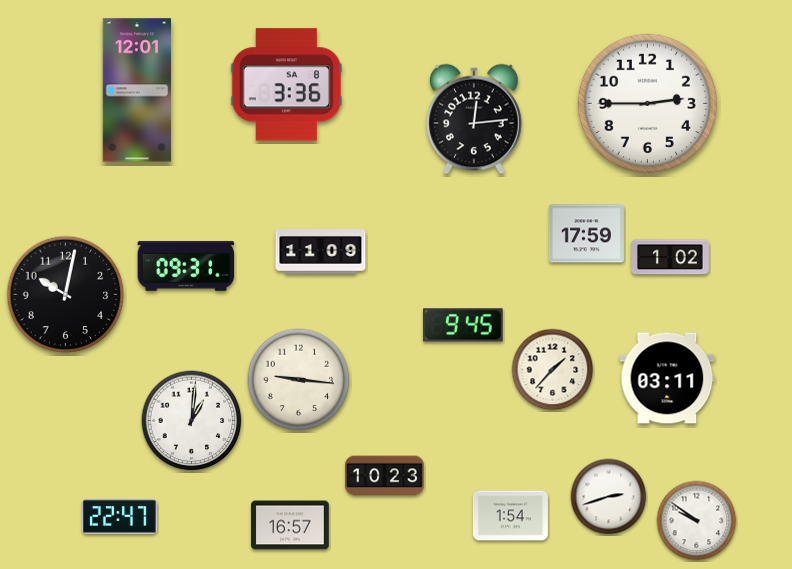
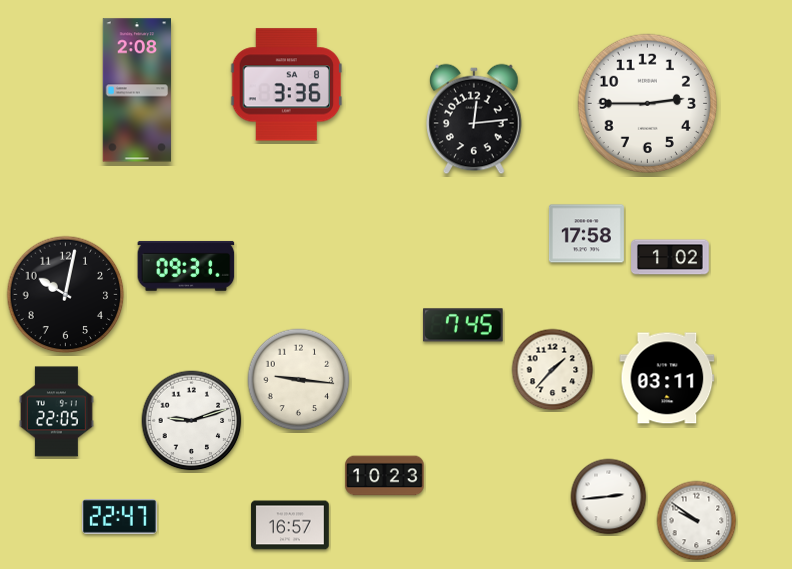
clock at (136, 90): 12:01 -> 2:08
clock at (586, 234): 17:59 -> 17:58
clock at (321, 252): 11:09 -> none
clock at (463, 325): 9:45 -> 7:45
clock at (56, 412): none -> 22:05
clock at (192, 421): 1:01 -> 9:12
clock at (609, 497): 2:42 -> 2:44
clock at (510, 516): 1:54 -> none
